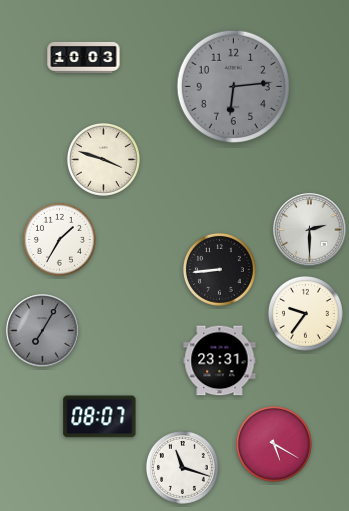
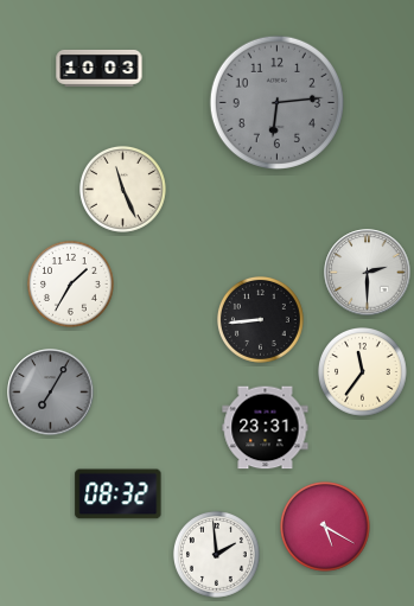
clock at (103, 159): 3:48 -> 11:26
clock at (306, 314): 9:36 -> 11:36
clock at (220, 361) position: (220, 361) -> (266, 428)
clock at (100, 417): 08:07 -> 08:32
clock at (182, 467): 11:18 -> 1:59
